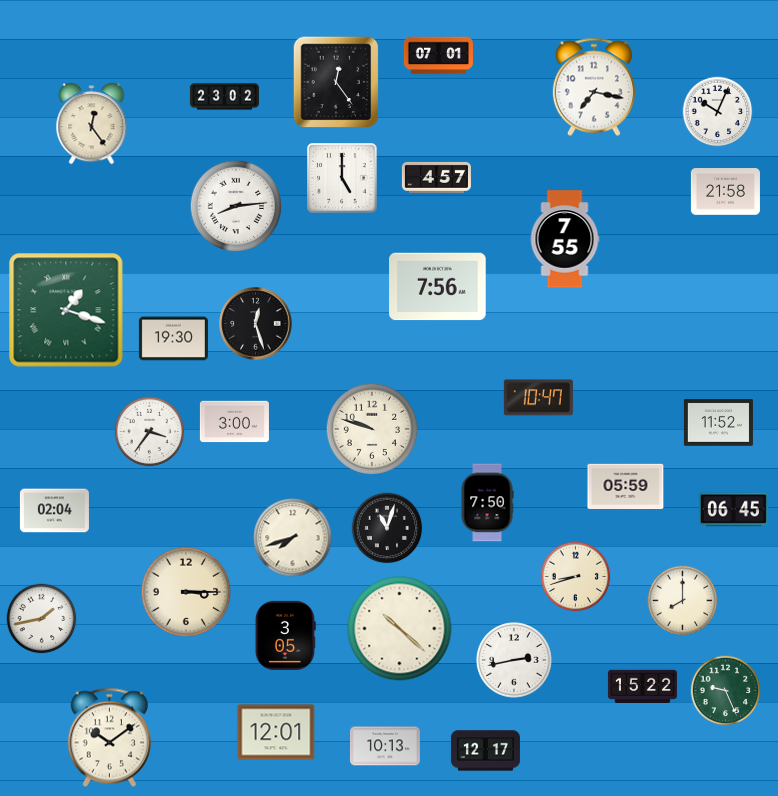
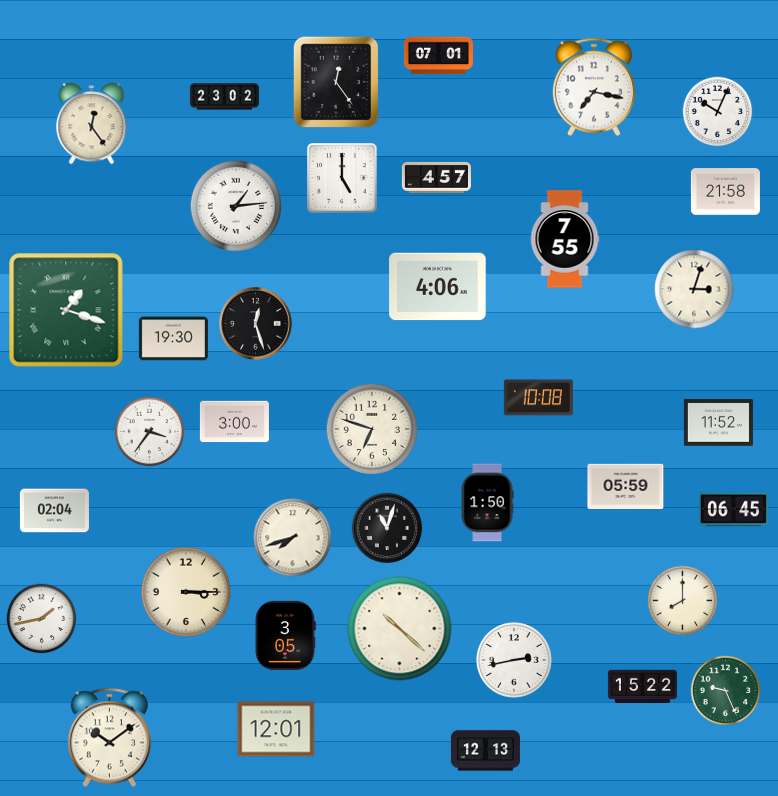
clock at (236, 206): 8:14 -> 1:14
clock at (438, 287): 7:56 -> 4:06
clock at (694, 289): none -> 3:03
clock at (538, 398): 10:47 -> 10:08
clock at (372, 429): 9:48 -> 6:48
clock at (487, 503): 7:50 -> 1:50
clock at (576, 577): 8:42 -> none
clock at (276, 732) position: (276, 732) -> (276, 729)
clock at (385, 746): 10:13 -> none
clock at (485, 751): 12:17 -> 12:13
